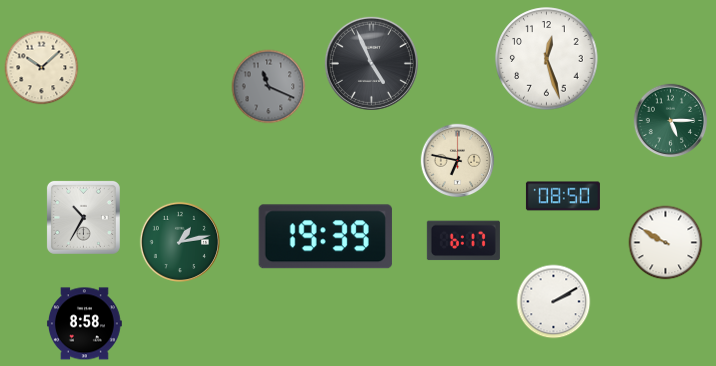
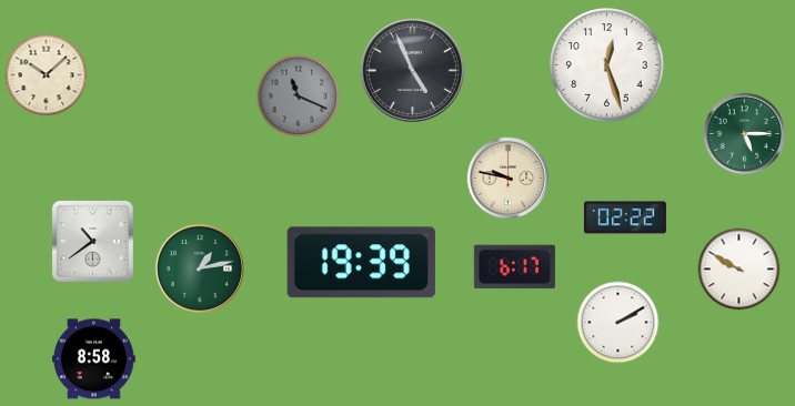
clock at (458, 161): 6:47 -> 9:47
clock at (563, 196): 08:50 -> 02:22
clock at (83, 217): 10:35 -> 10:39
clock at (554, 302) position: (554, 302) -> (618, 323)
